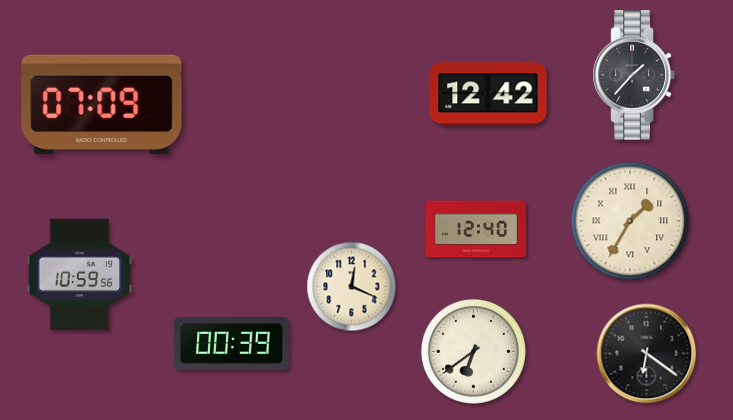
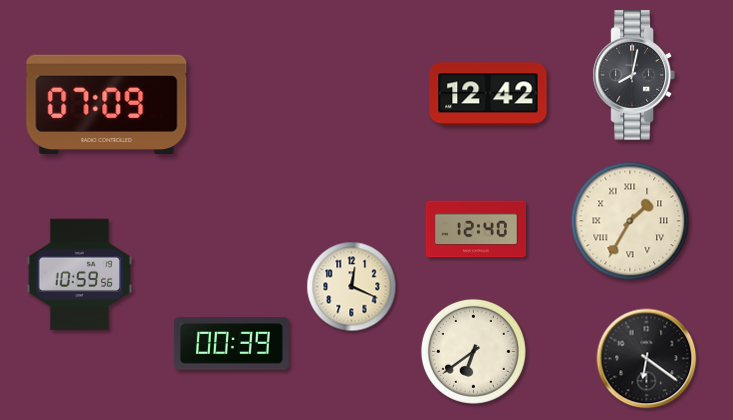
clock at (634, 75): 1:37 -> 8:02
clock at (102, 104) position: (102, 104) -> (107, 104)
clock at (647, 354) position: (647, 354) -> (647, 359)
